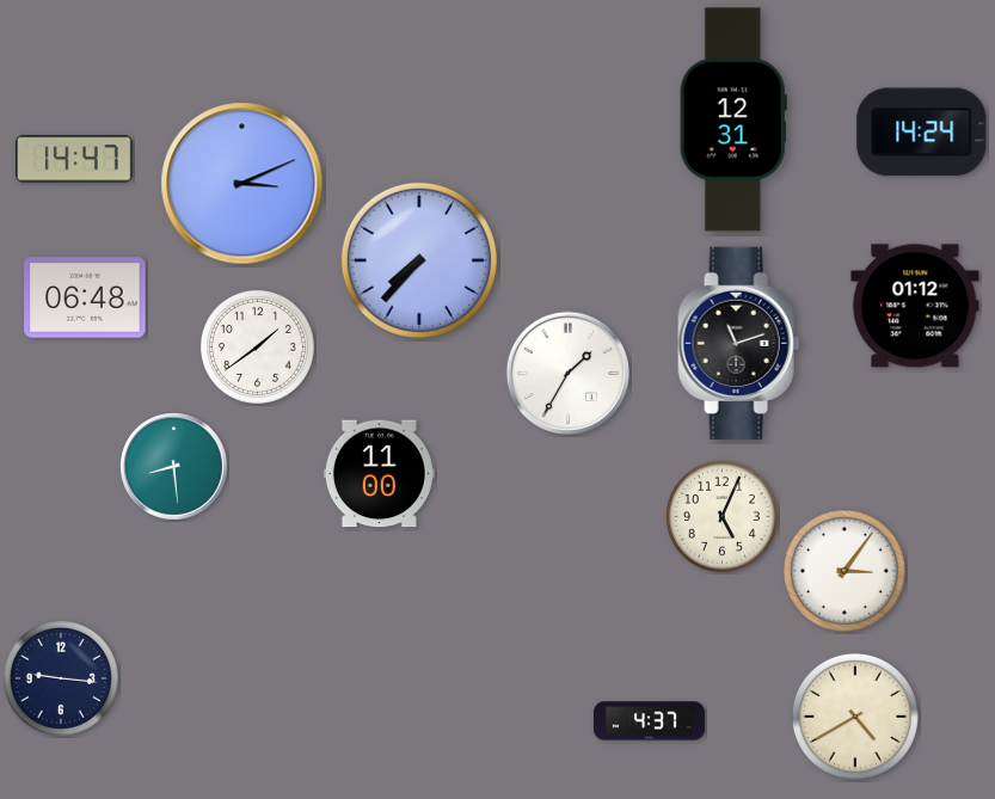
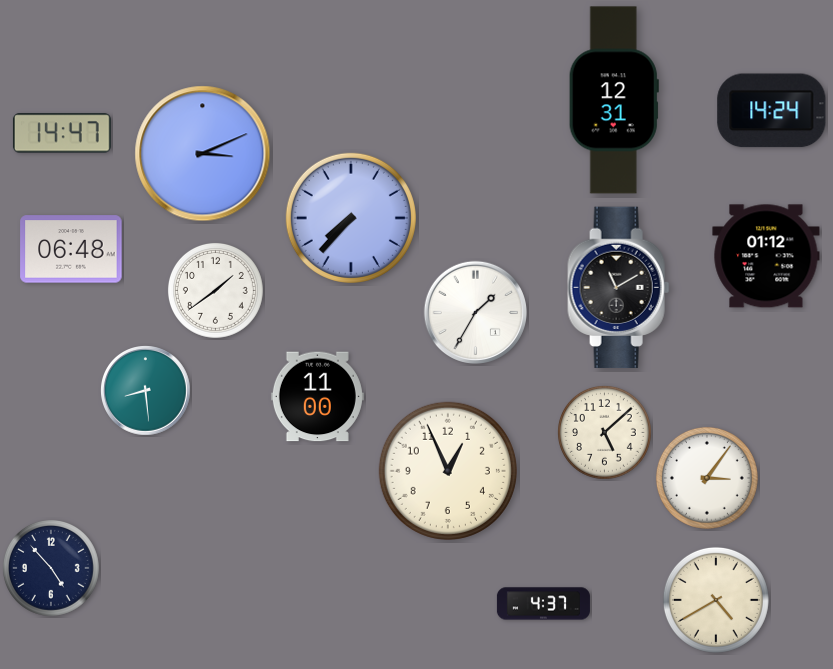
clock at (739, 344): 11:12 -> 11:10
clock at (723, 517): 5:04 -> 5:08
clock at (448, 471): none -> 12:56
clock at (61, 678): 9:16 -> 4:53
